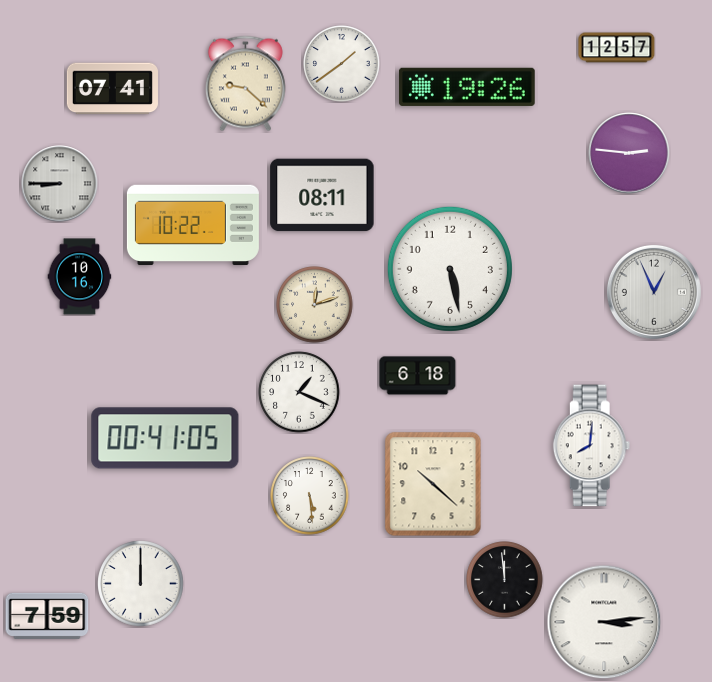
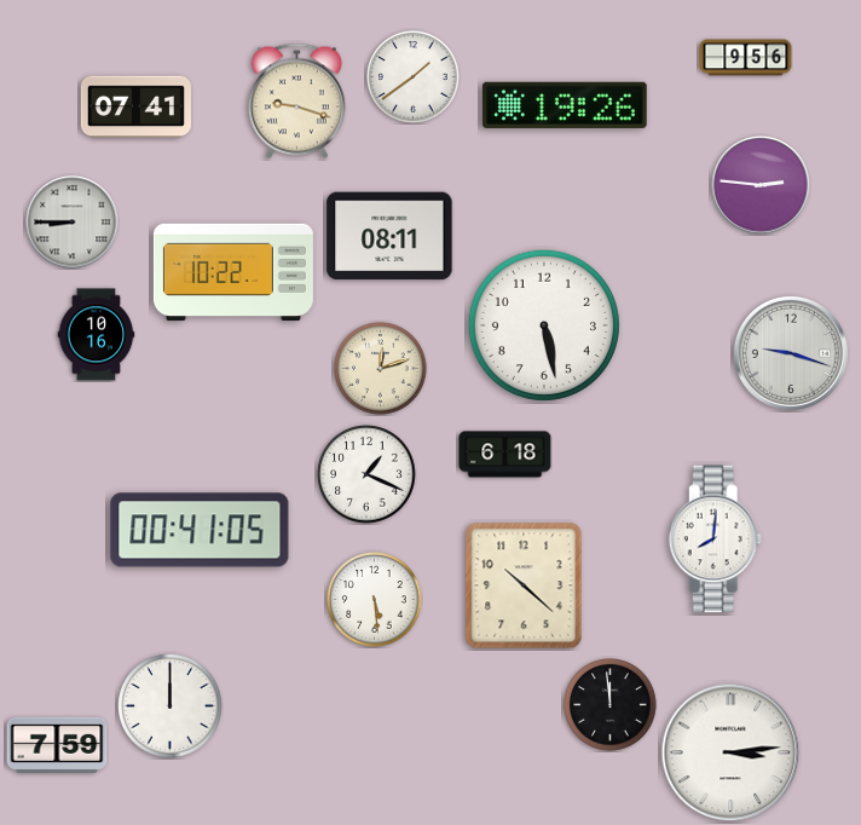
clock at (617, 48): 12:57 -> 9:56
clock at (245, 84): 9:22 -> 9:18
clock at (654, 292): 12:56 -> 9:18
clock at (299, 392) position: (299, 392) -> (366, 474)
clock at (505, 580) position: (505, 580) -> (611, 705)
